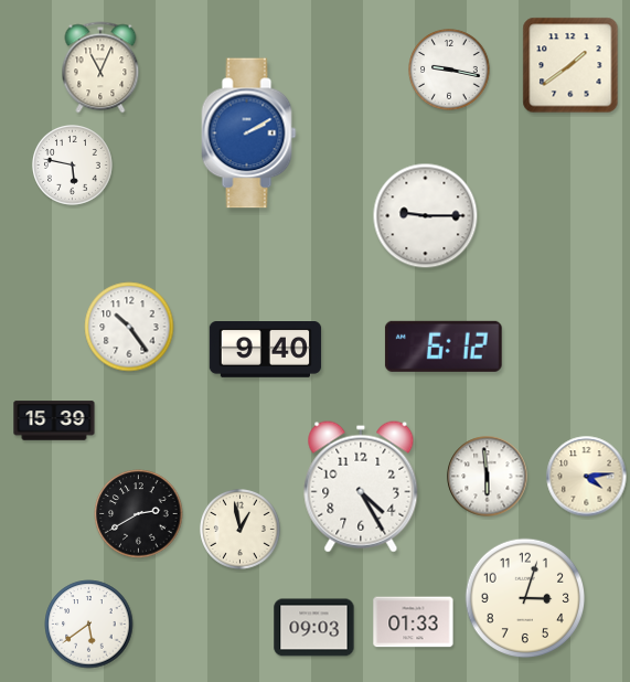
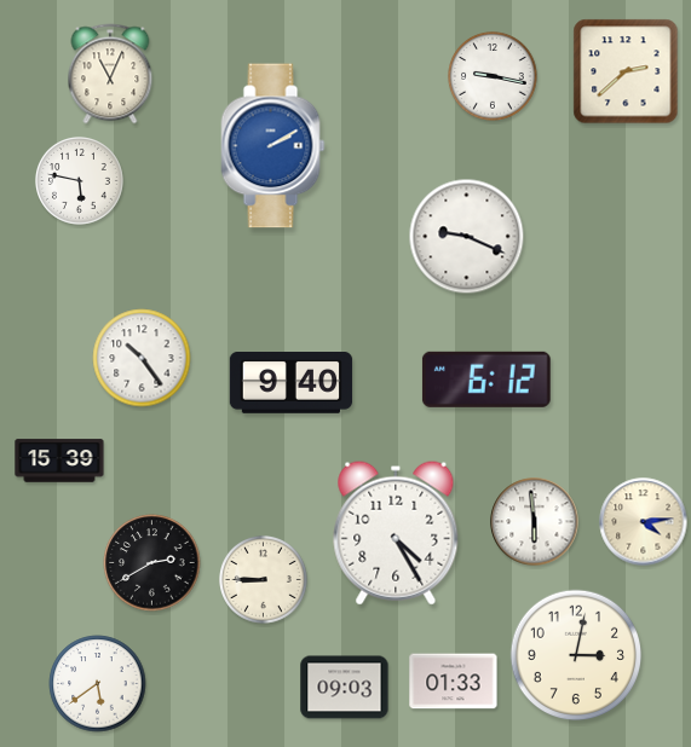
clock at (570, 65): 1:39 -> 2:38
clock at (426, 216): 9:15 -> 9:19
clock at (241, 530): 12:58 -> 8:45
clock at (525, 598): 3:03 -> 3:02
